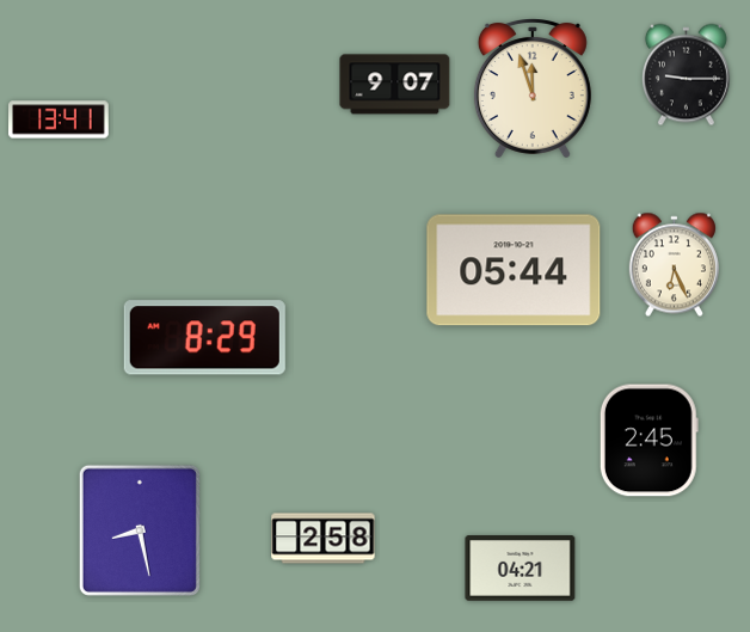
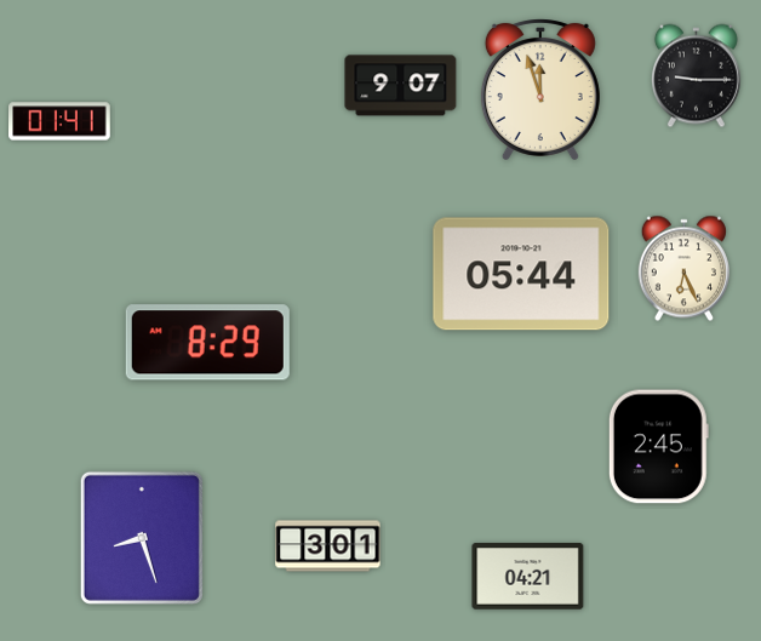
clock at (59, 119): 13:41 -> 01:41
clock at (140, 530): 8:28 -> 8:27
clock at (324, 539): 2:58 -> 3:01
